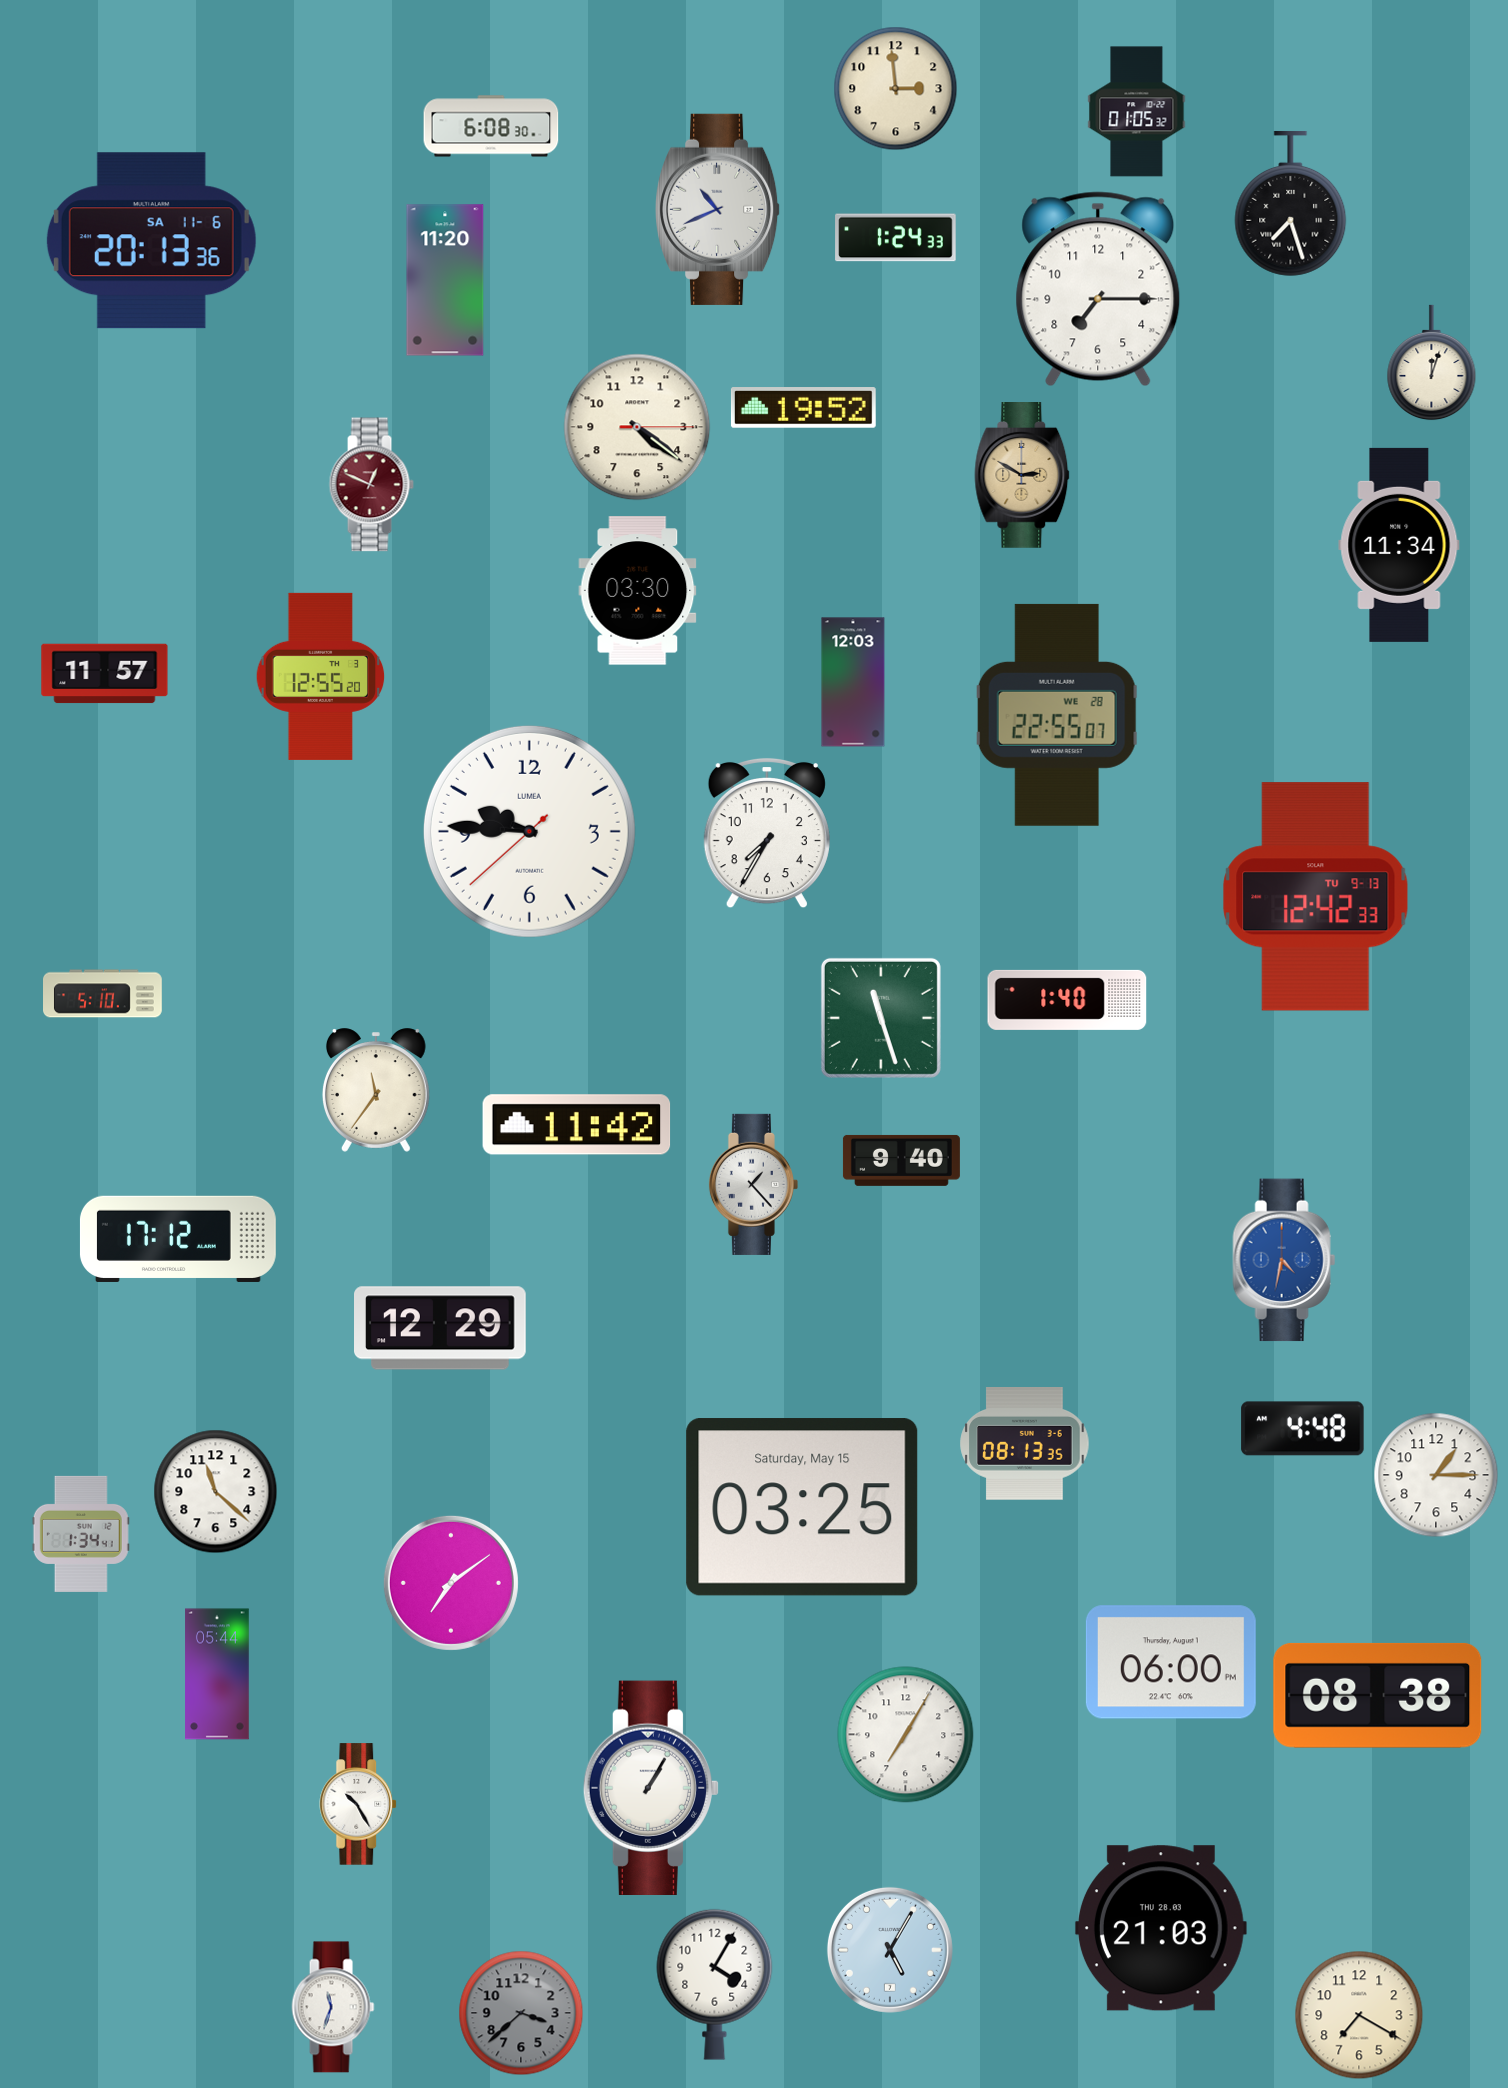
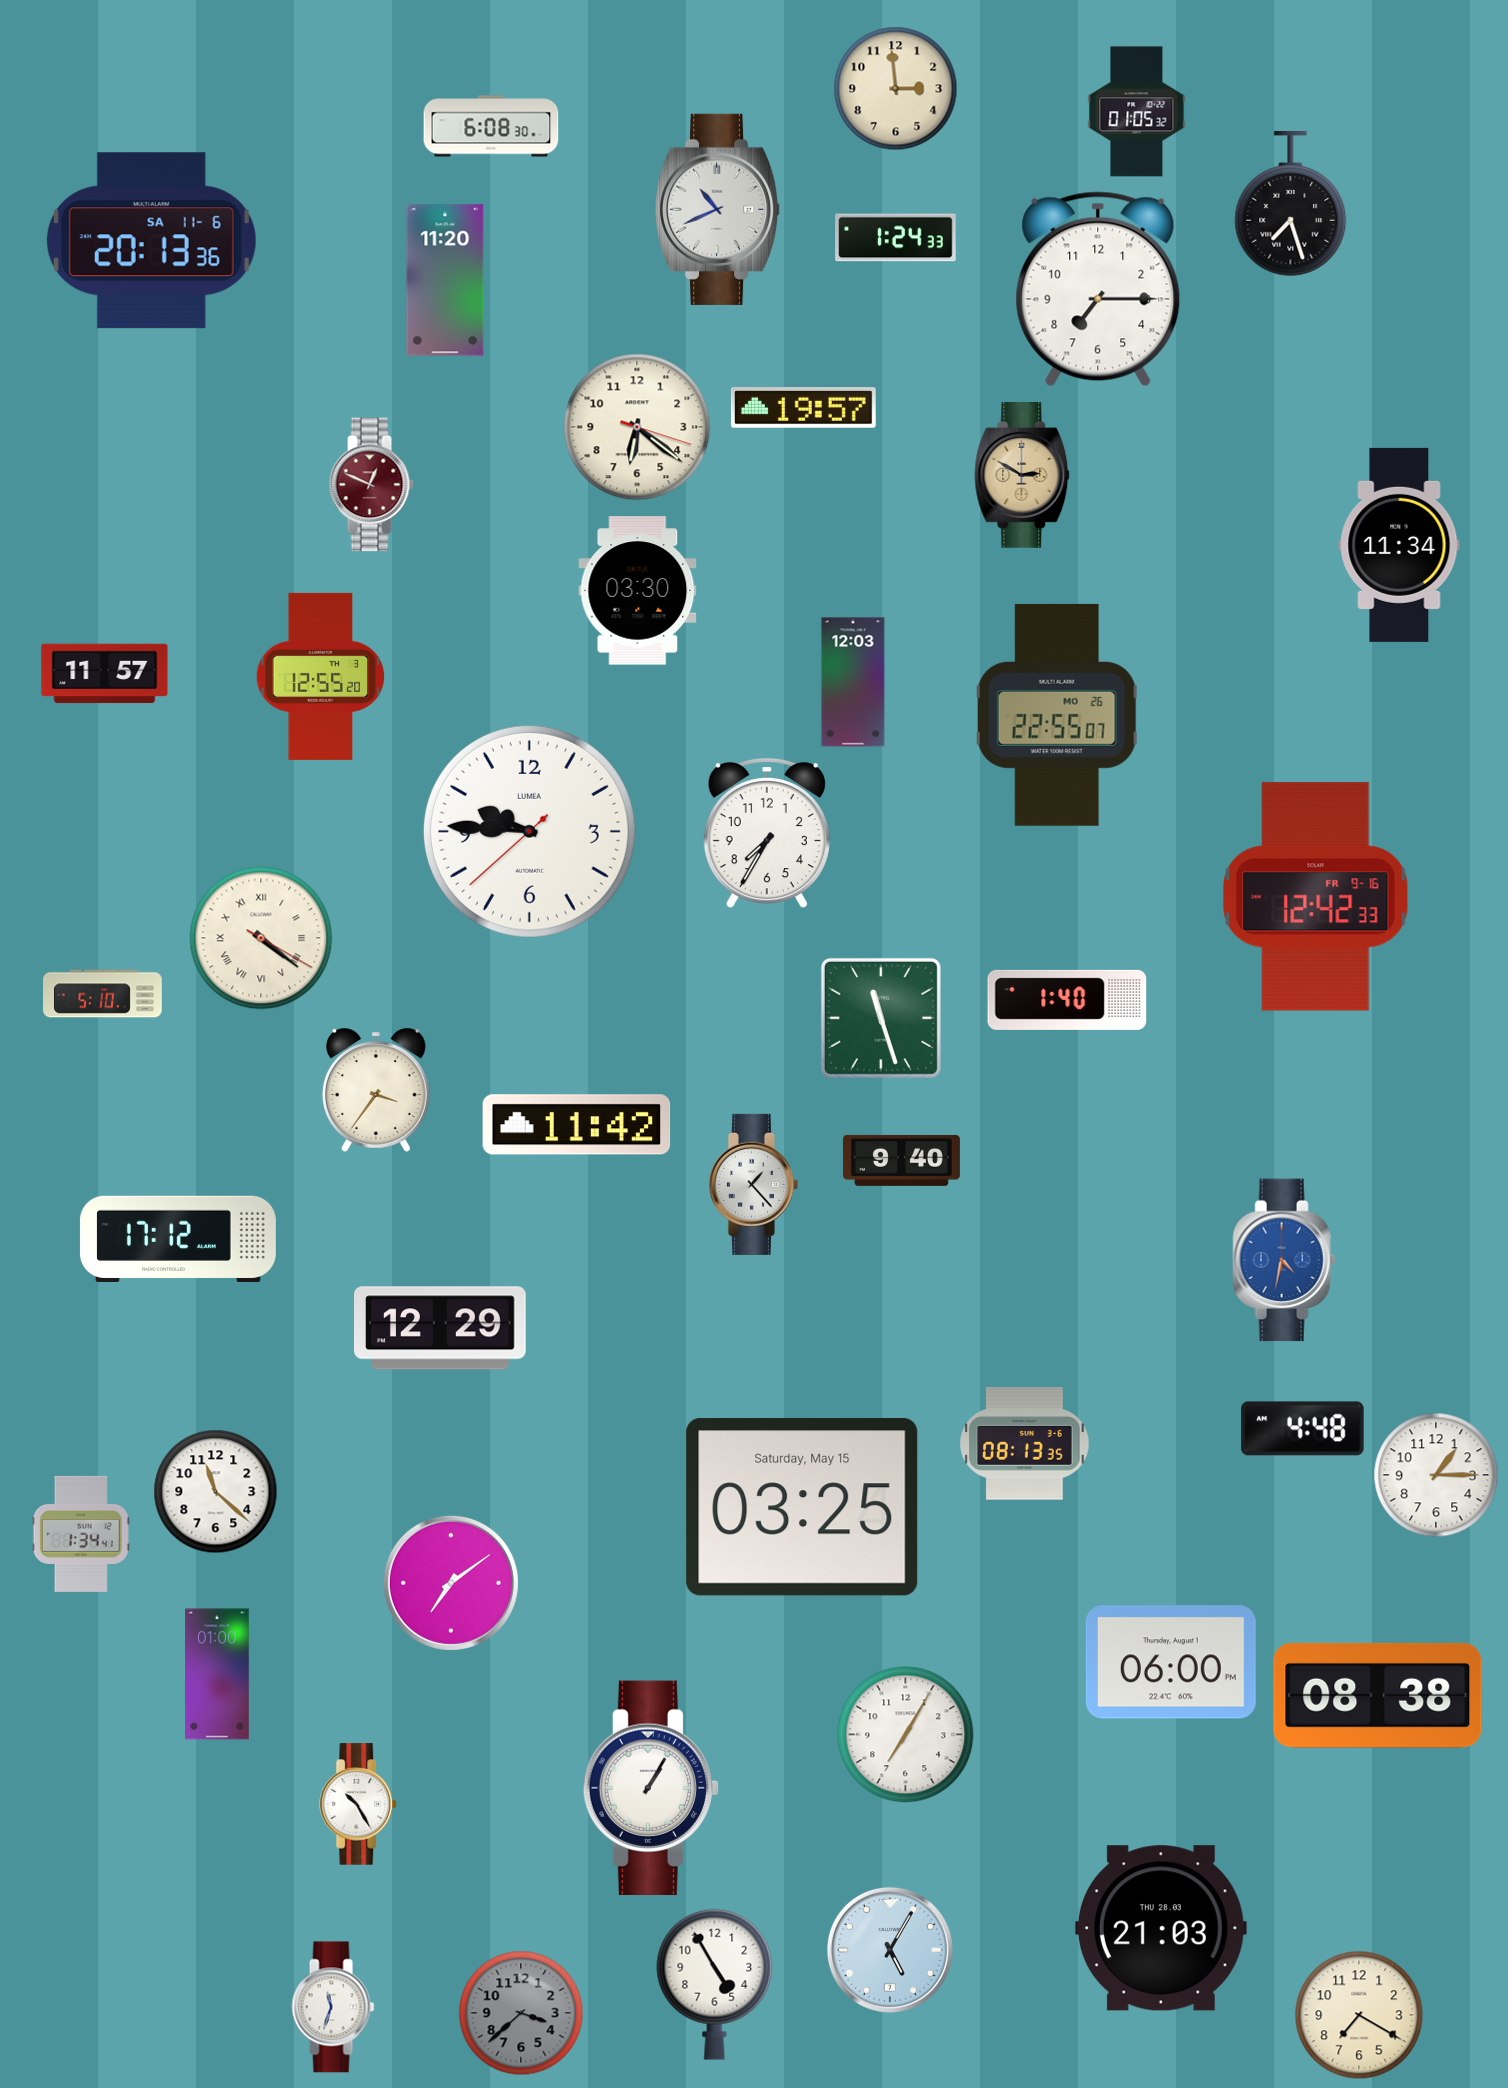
clock at (1432, 363): 12:03 -> none
clock at (803, 408): 19:52 -> 19:57
clock at (637, 427): 4:21 -> 6:21
clock at (1057, 715) date: WE 28 -> MO 26
clock at (1316, 897) date: TU 9-13 -> FR 9-16
clock at (261, 938): none -> 4:21
clock at (376, 1090): 11:36 -> 3:36
clock at (217, 1674): 05:44 -> 01:00
clock at (715, 1984): 4:05 -> 4:55
